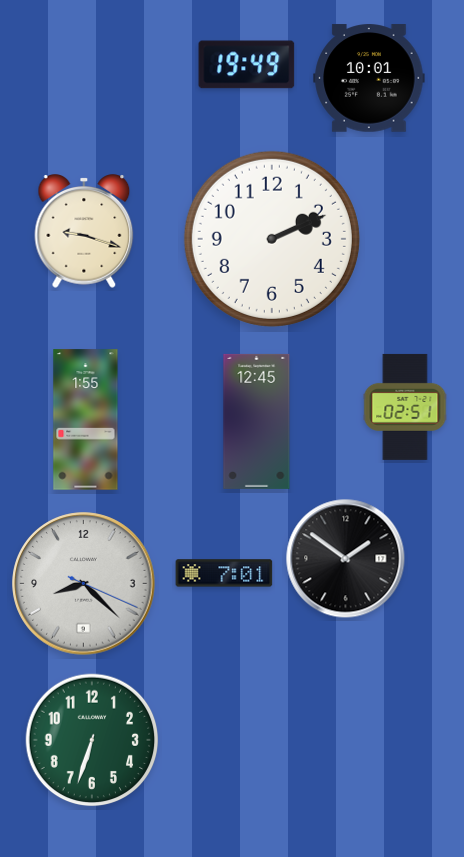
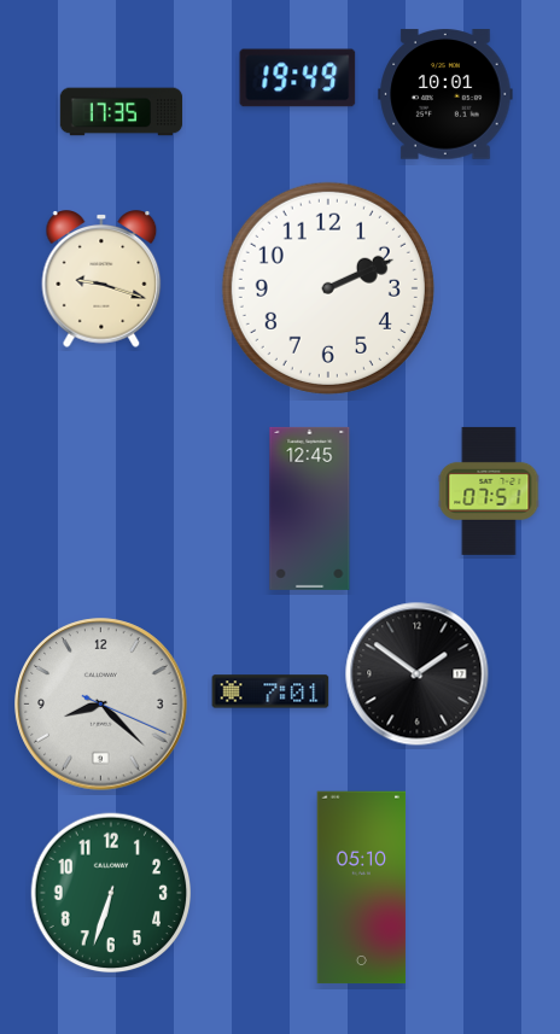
clock at (122, 112): none -> 17:35
clock at (405, 407): 02:51 -> 07:51
clock at (86, 420): 1:55 -> none
clock at (362, 888): none -> 05:10
